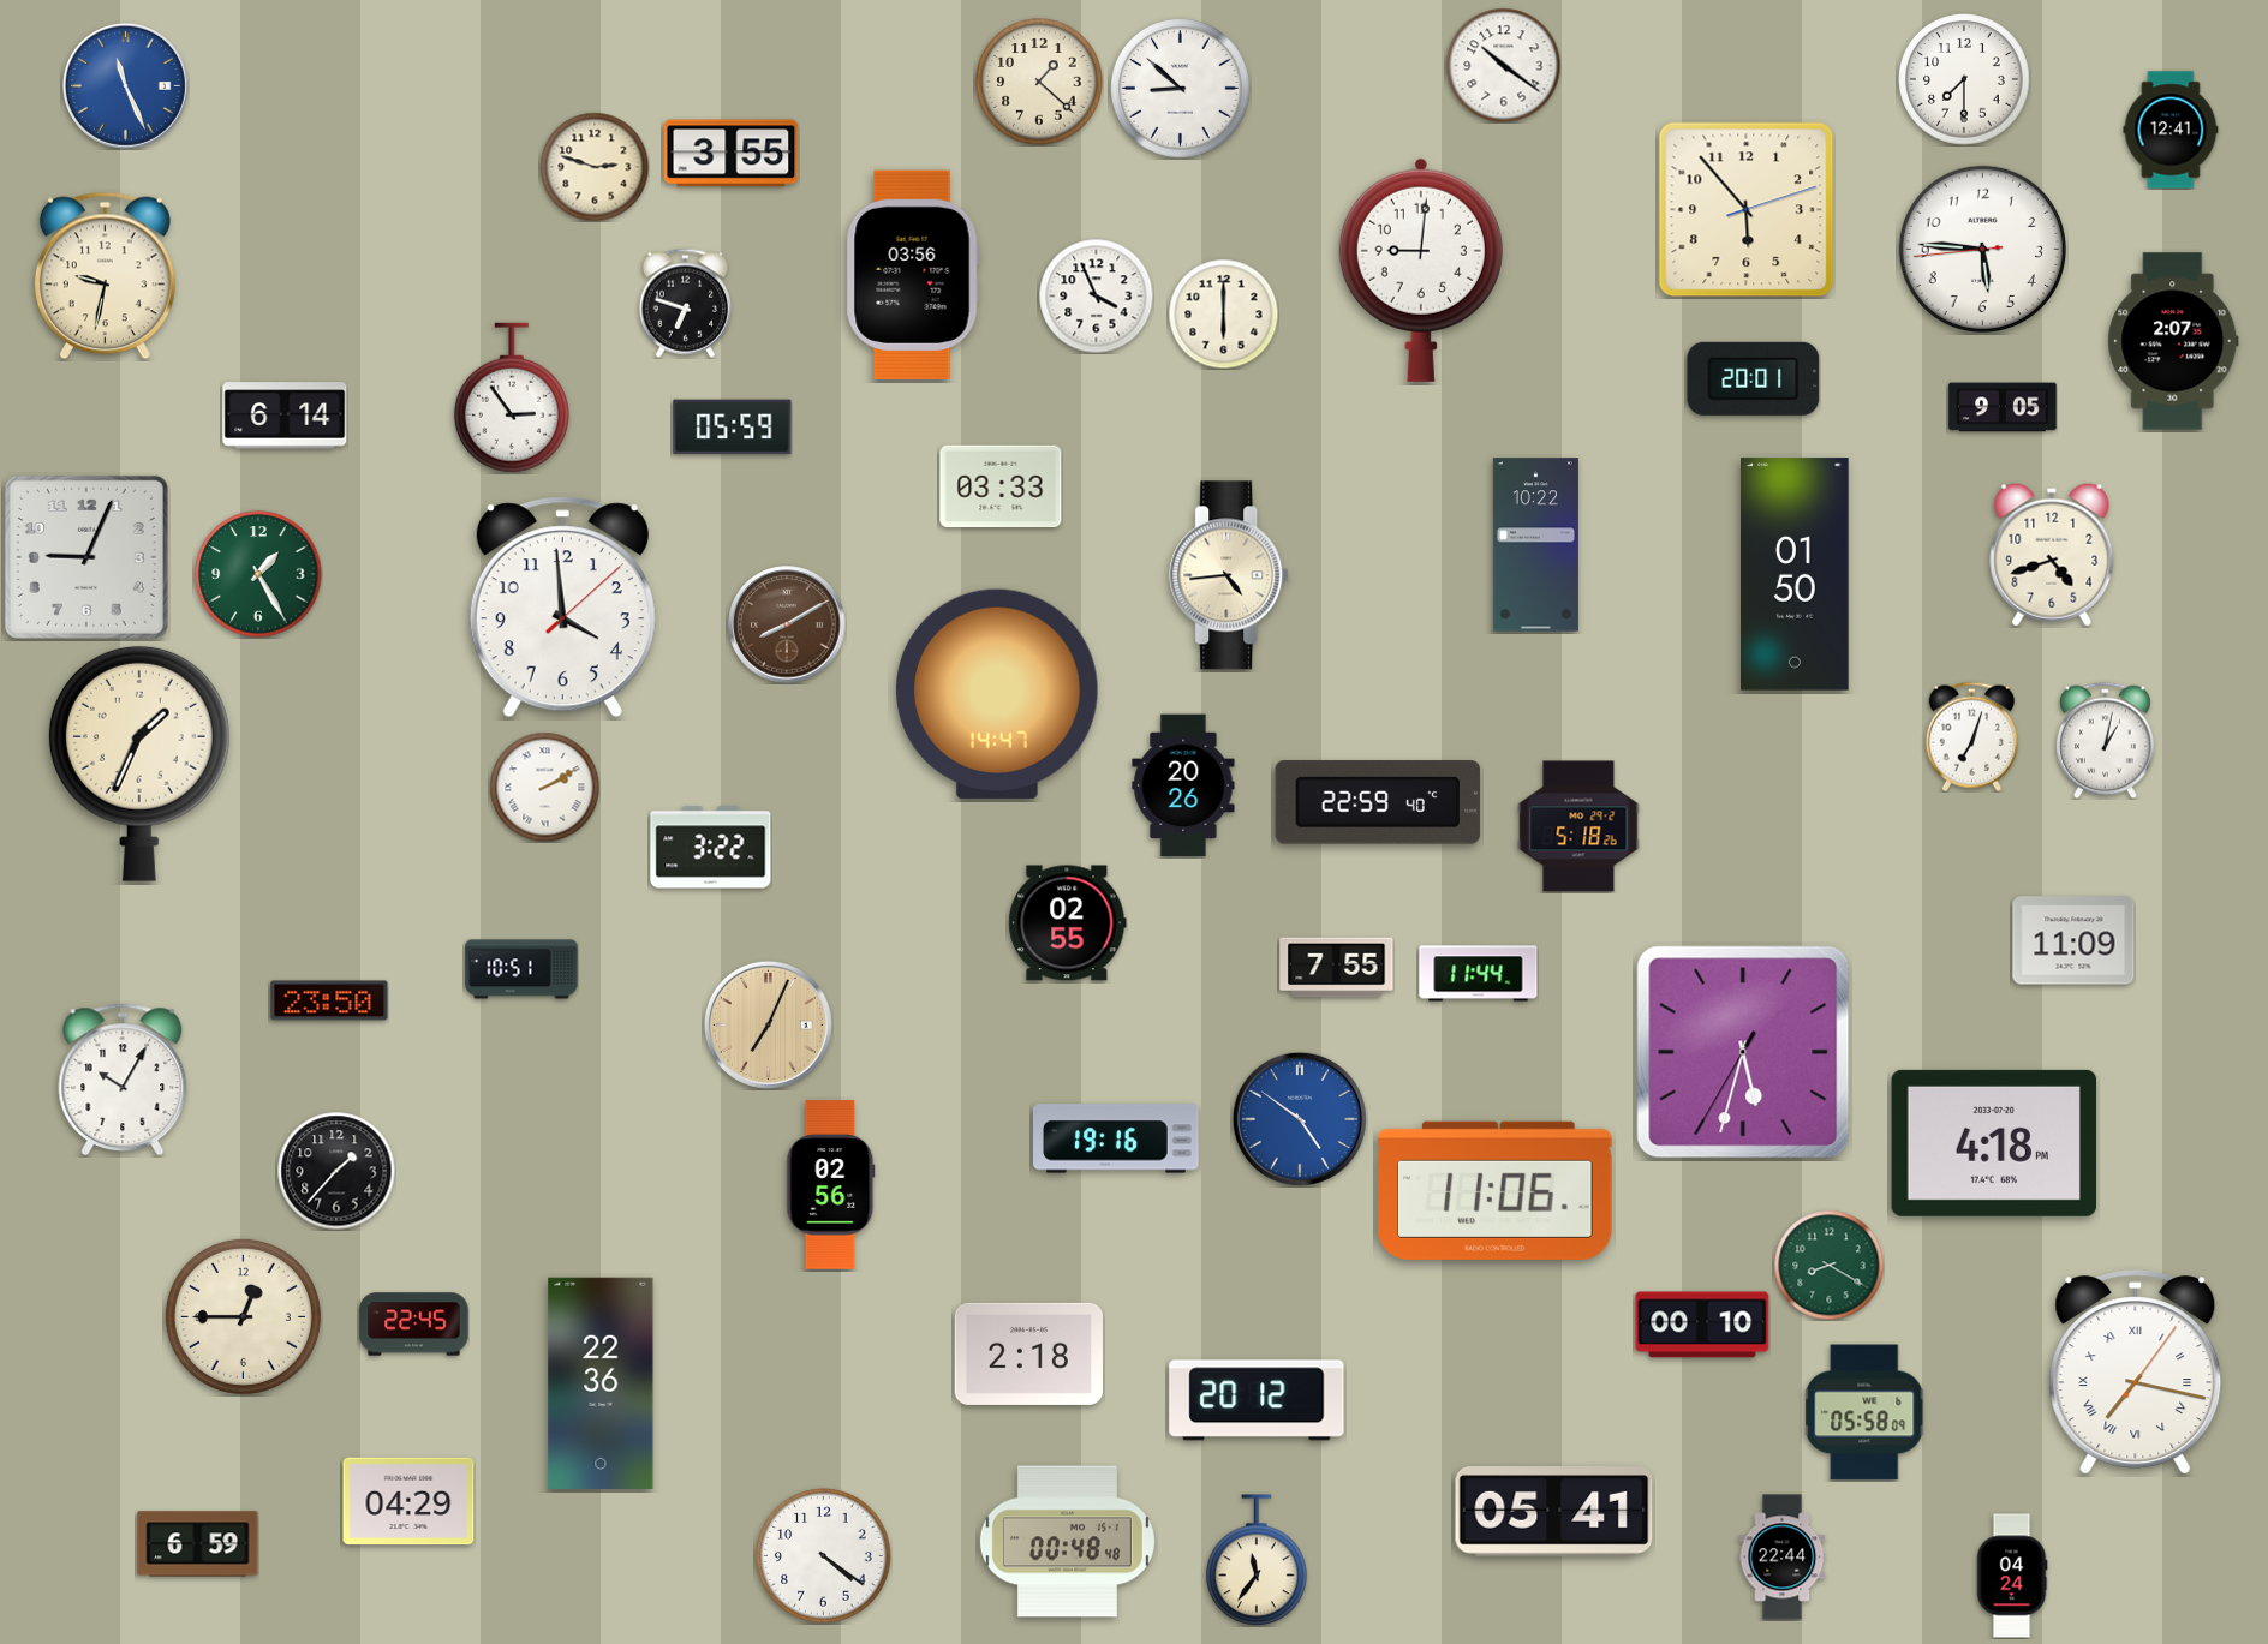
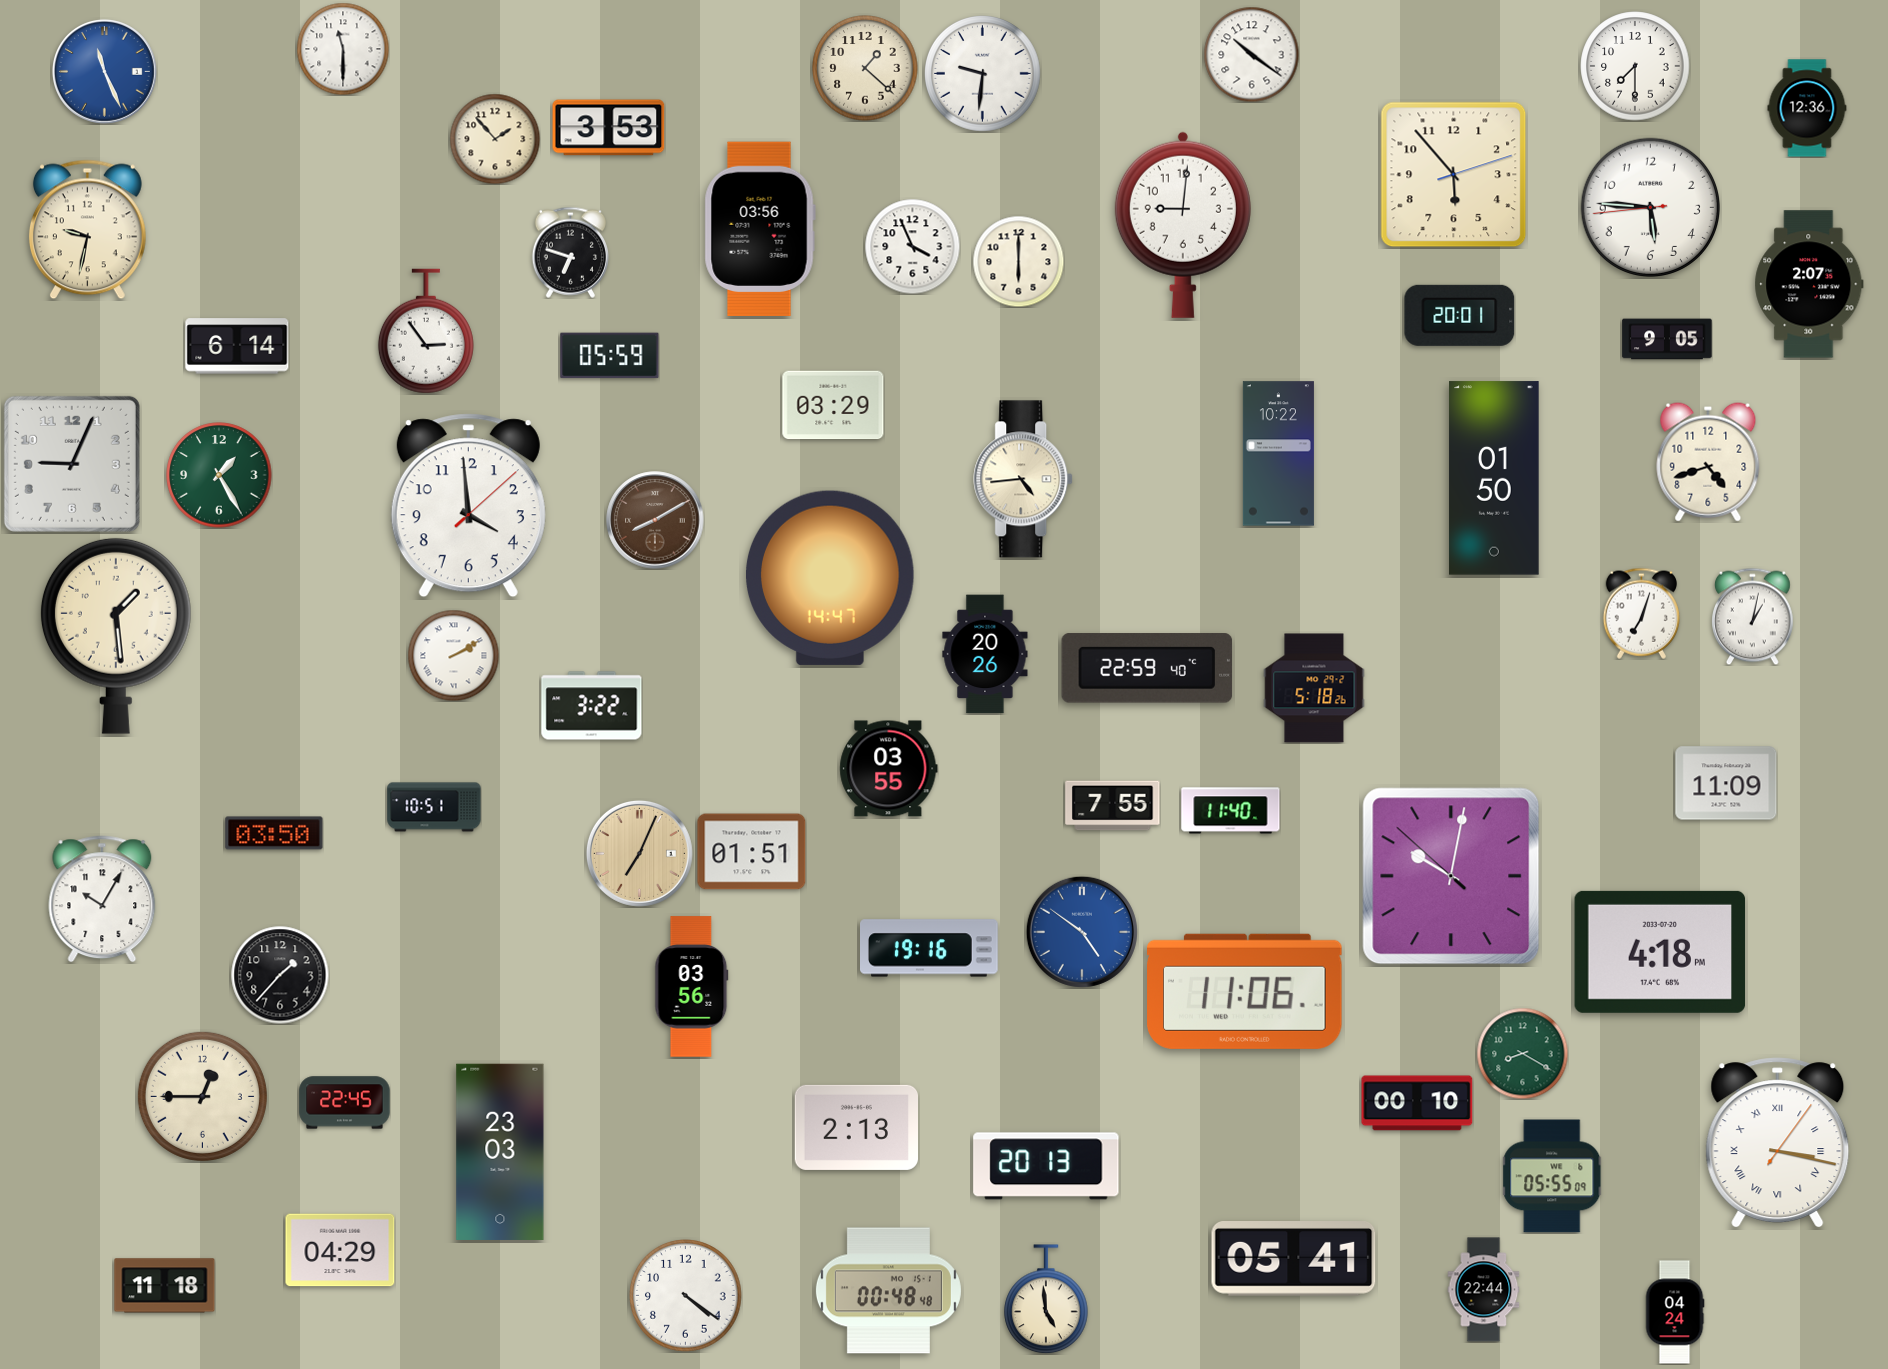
clock at (343, 49): none -> 11:30
clock at (1181, 89): 8:52 -> 9:31
clock at (2171, 130): 12:41 -> 12:36
clock at (732, 154): 3:55 -> 3:53
clock at (595, 167): 2:48 -> 1:53
clock at (1001, 486): 03:33 -> 03:29
clock at (258, 574) position: (258, 574) -> (219, 475)
clock at (139, 764): 1:34 -> 1:29
clock at (1068, 923): 02:55 -> 03:55
clock at (1479, 974): 11:44 -> 11:40
clock at (329, 1000): 23:50 -> 03:50
clock at (752, 852): none -> 01:51
clock at (1743, 1052): 5:32 -> 10:01
clock at (831, 1185): 02:56 -> 03:56
clock at (1028, 1353): 2:18 -> 2:13
clock at (2136, 1373): 7:17 -> 3:17
clock at (601, 1383): 22:36 -> 23:03
clock at (1257, 1400): 20:12 -> 20:13
clock at (1866, 1412): 05:58 -> 05:55
clock at (1067, 1542) position: (1067, 1542) -> (888, 1291)
clock at (198, 1544): 6:59 -> 11:18
clock at (1783, 1558) position: (1783, 1558) -> (1484, 1290)
clock at (1257, 1560): 11:36 -> 4:59
